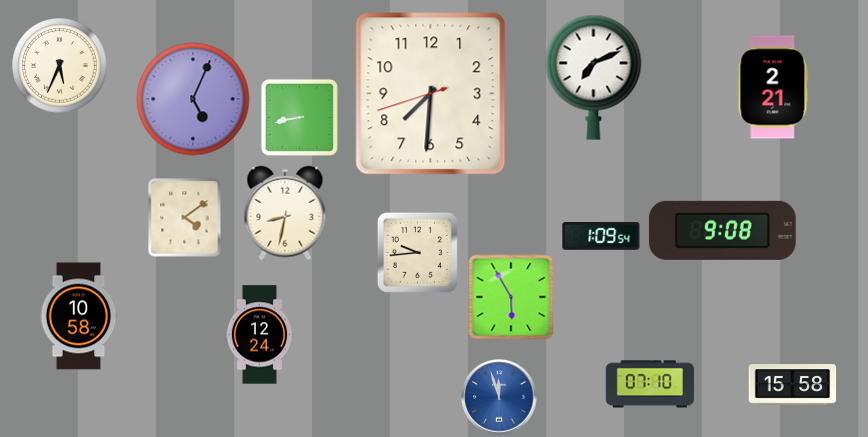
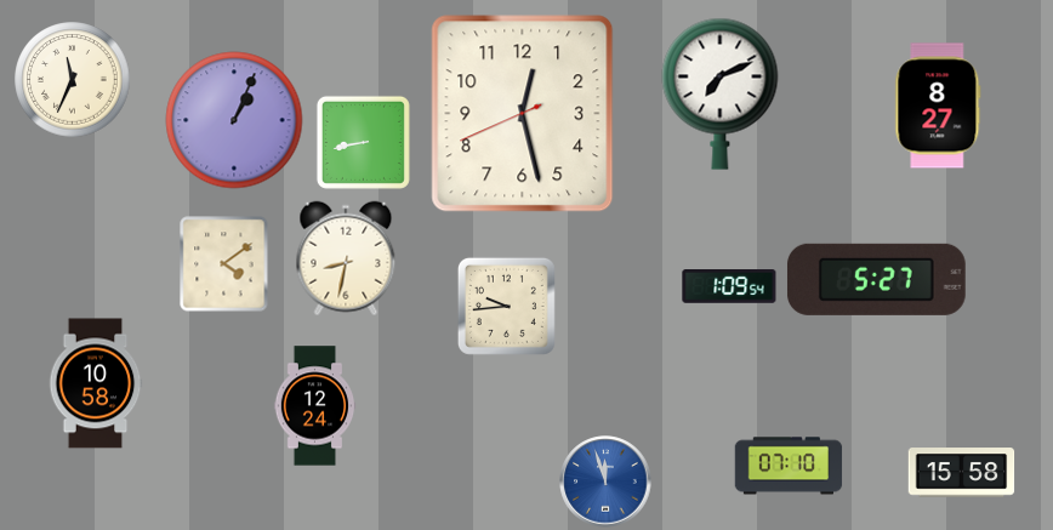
clock at (60, 66): 5:34 -> 11:34
clock at (773, 87): 2:21 -> 8:27
clock at (431, 94): 7:30 -> 12:27
clock at (193, 99): 5:04 -> 1:04
clock at (722, 230): 9:08 -> 5:27
clock at (511, 297): 5:55 -> none
clock at (793, 385) position: (793, 385) -> (962, 473)
